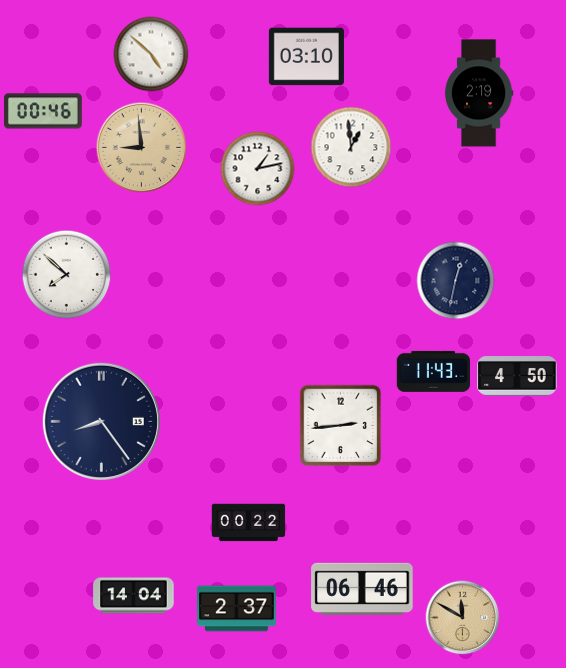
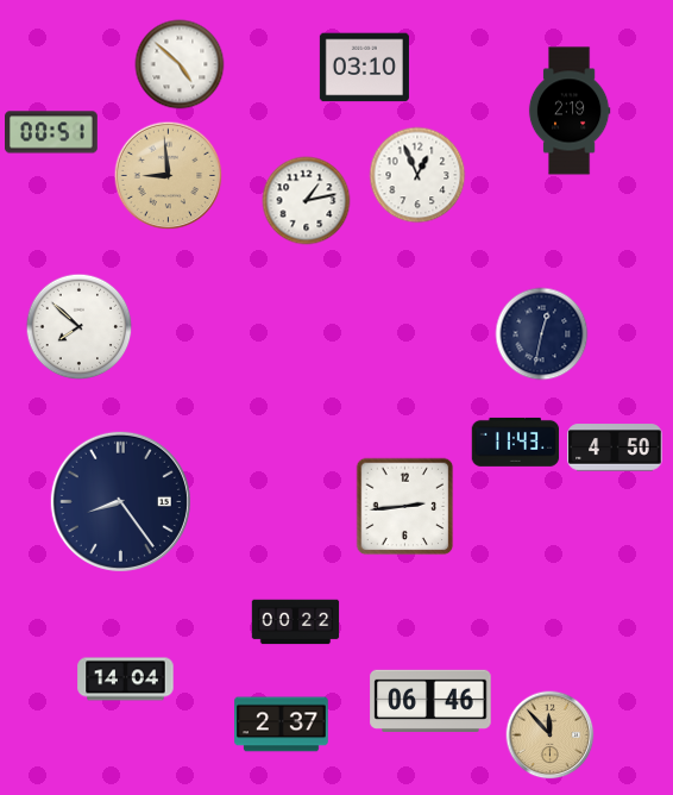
clock at (44, 111): 00:46 -> 00:51
clock at (351, 147): 12:59 -> 12:56
clock at (134, 596) position: (134, 596) -> (126, 680)
clock at (463, 618): 11:50 -> 11:53
